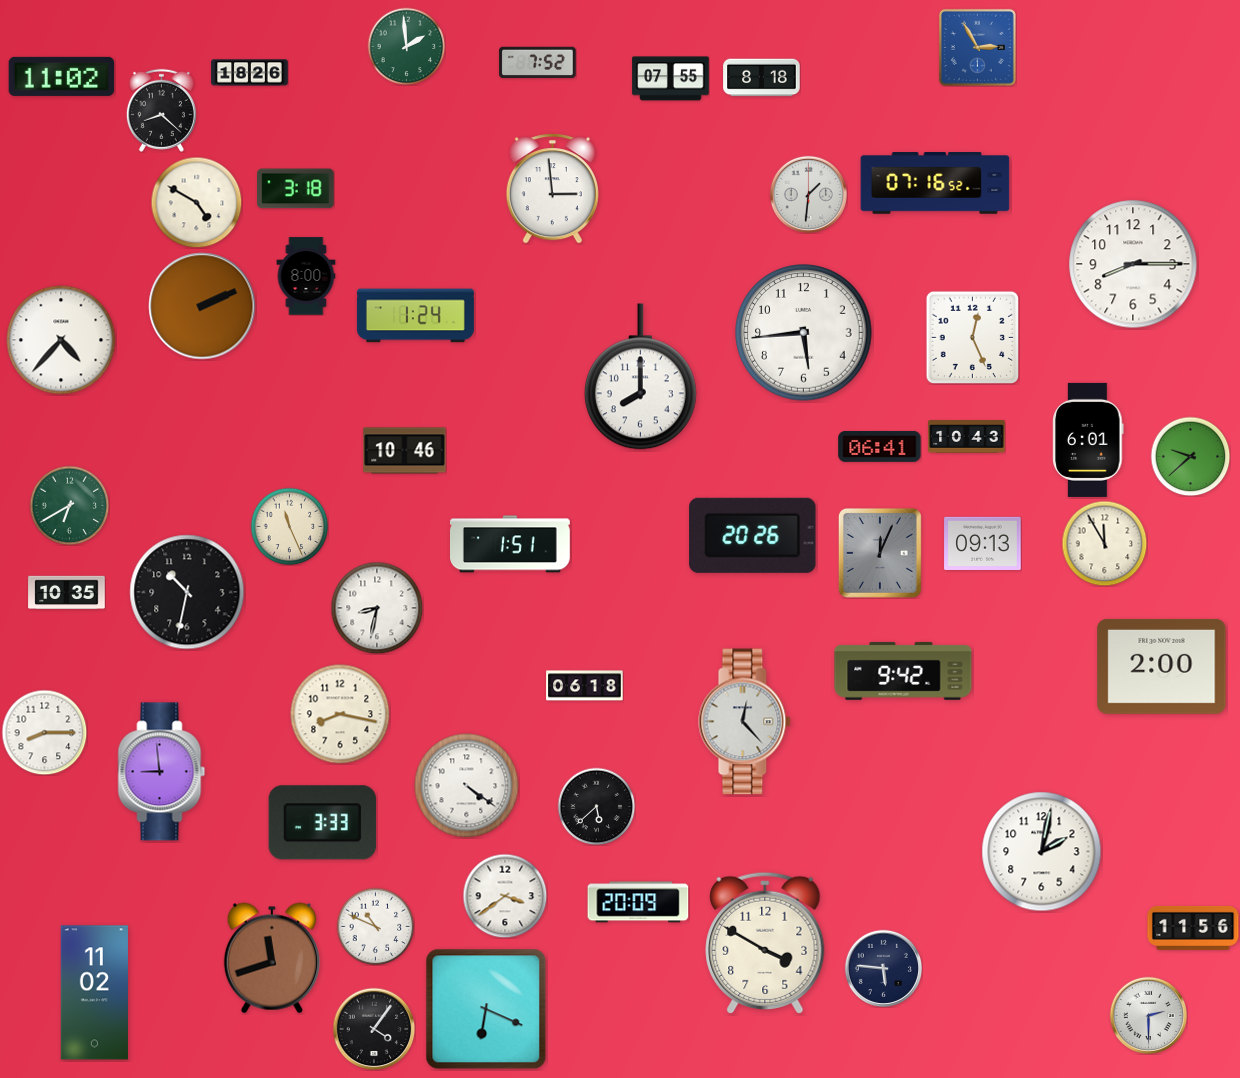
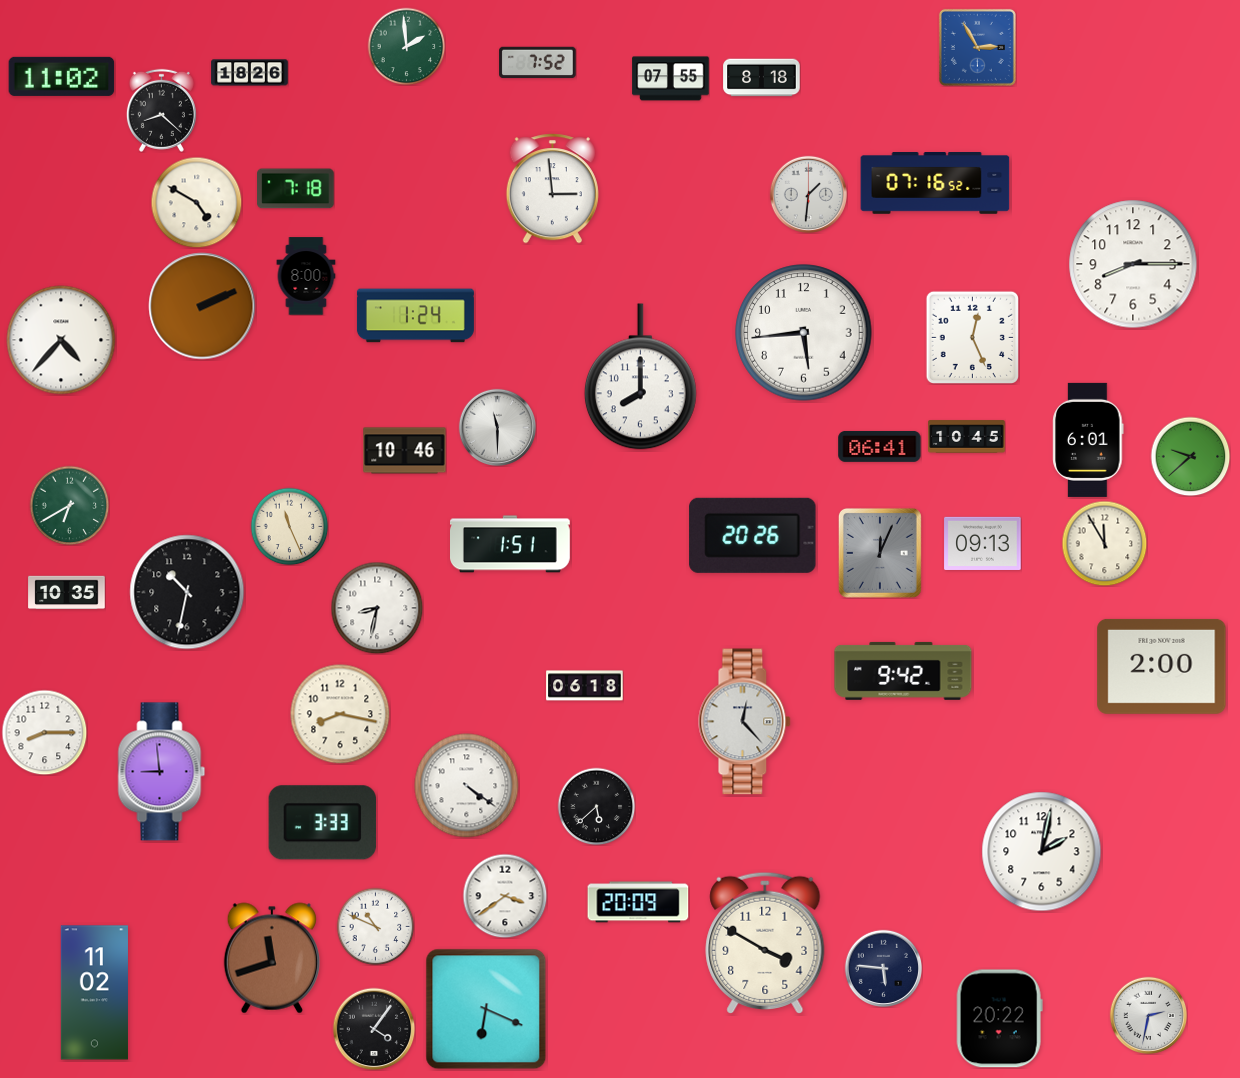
clock at (296, 189): 3:18 -> 7:18
clock at (497, 427): none -> 11:30
clock at (967, 437): 10:43 -> 10:45
clock at (1193, 928): 11:56 -> none
clock at (1148, 1015): 2:30 -> 2:32
clock at (999, 1019): none -> 20:22
